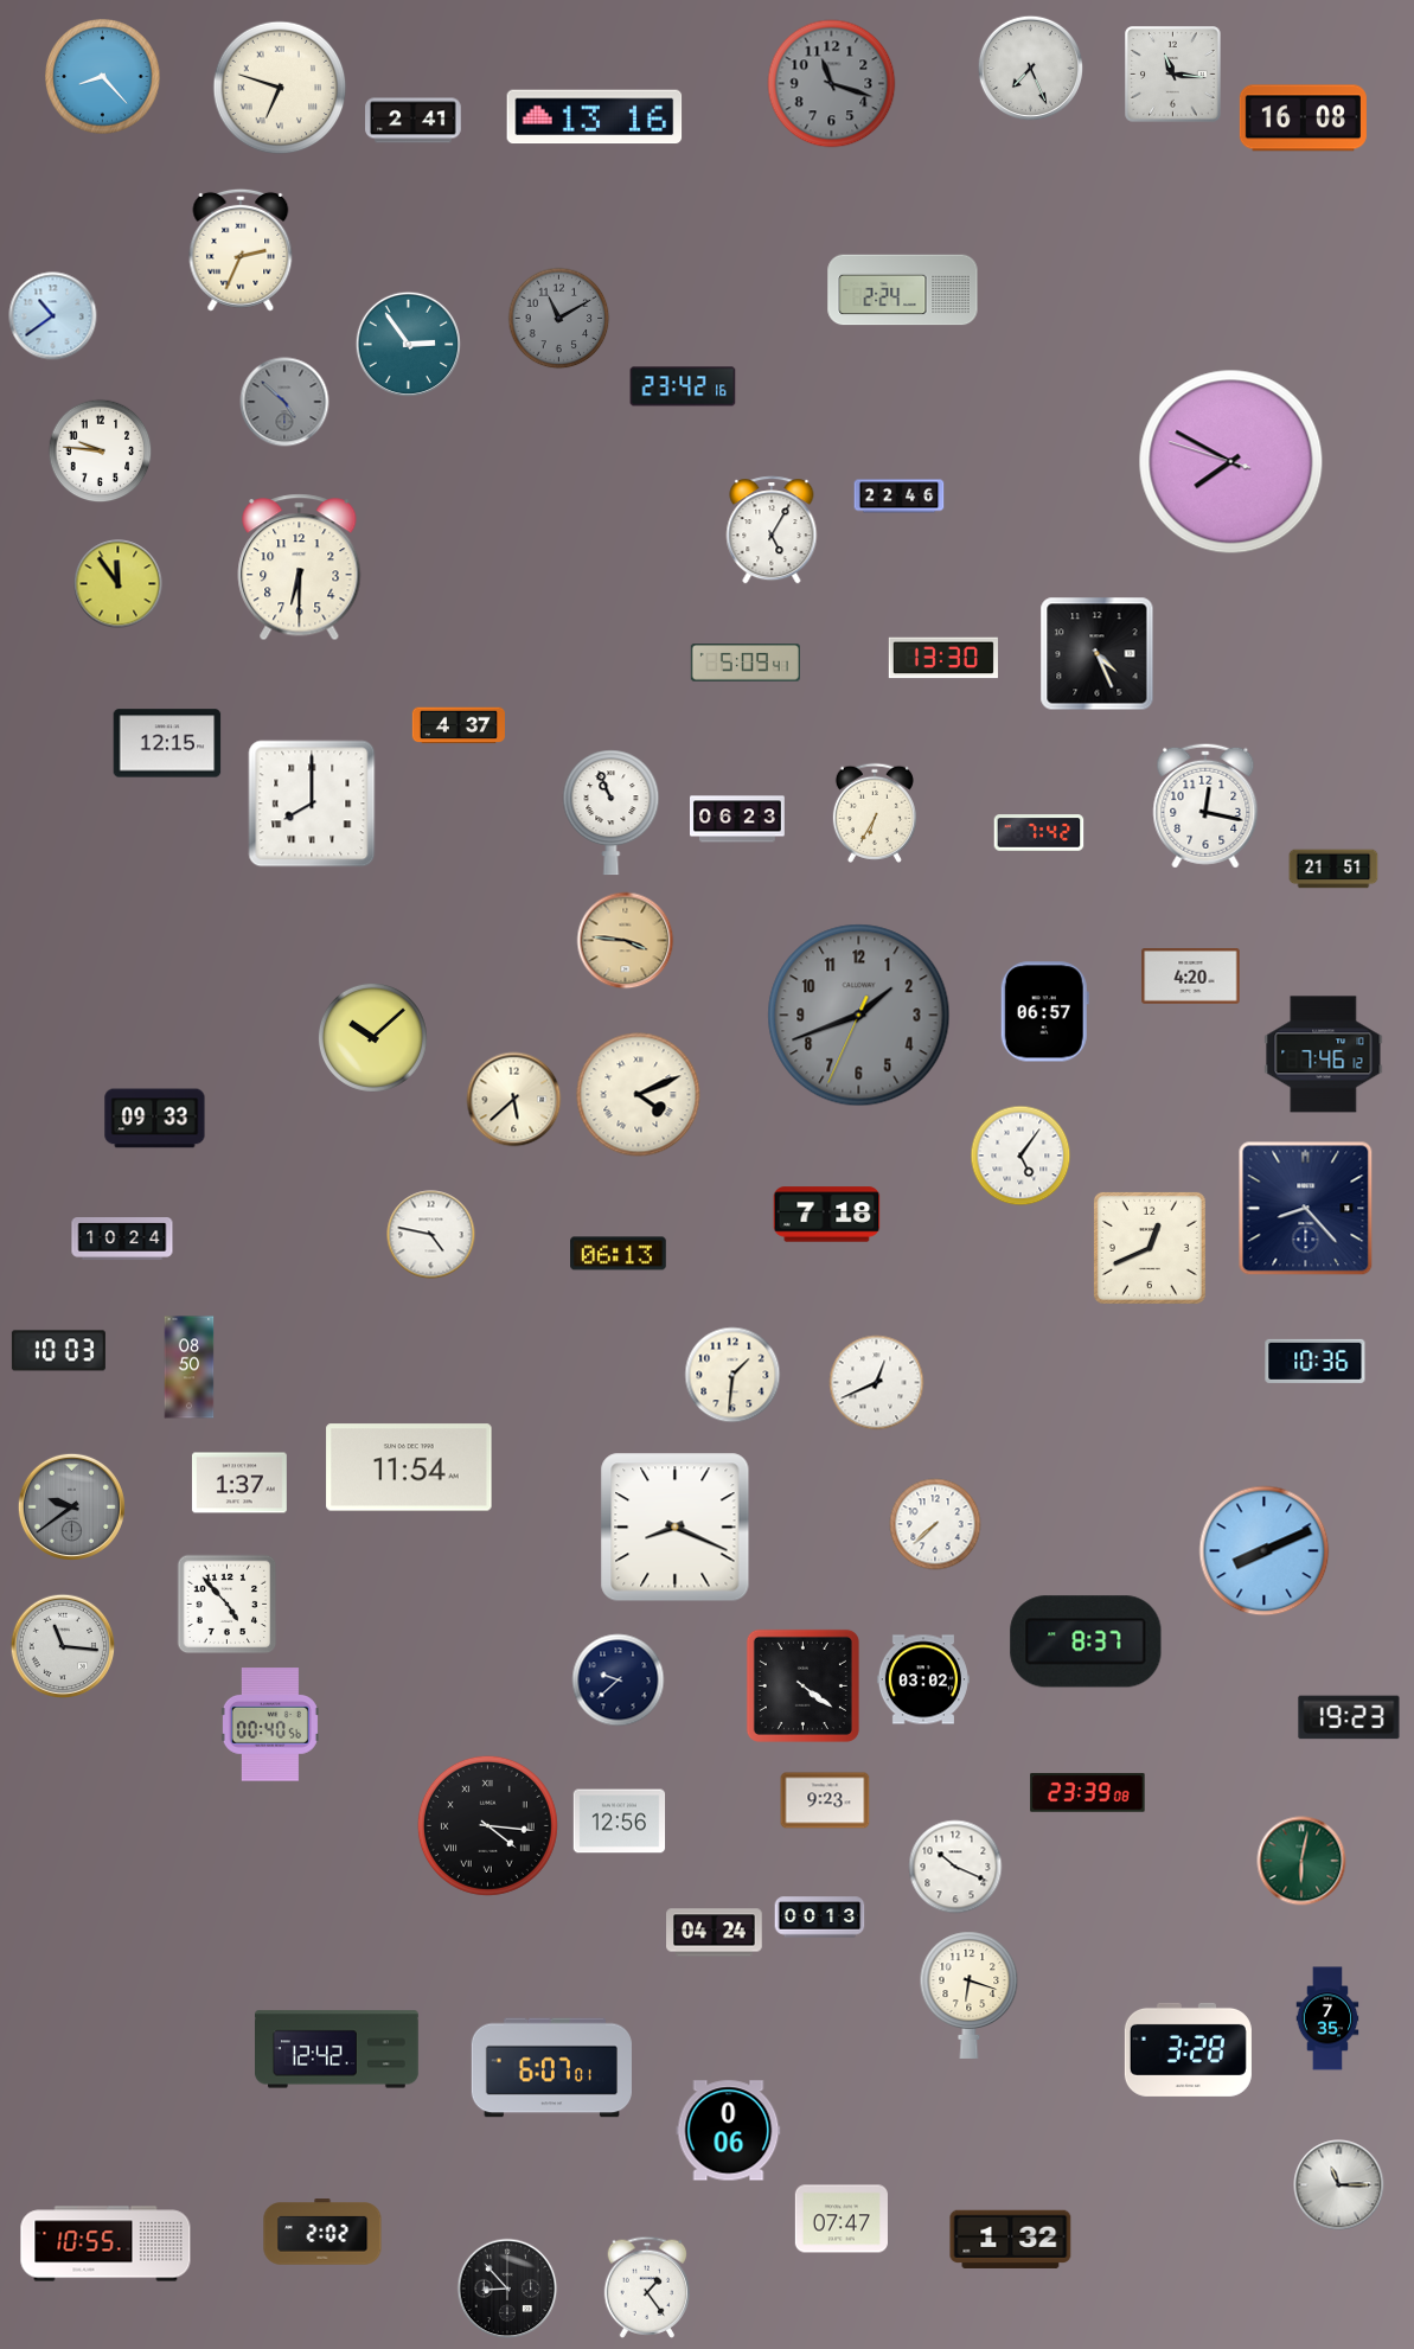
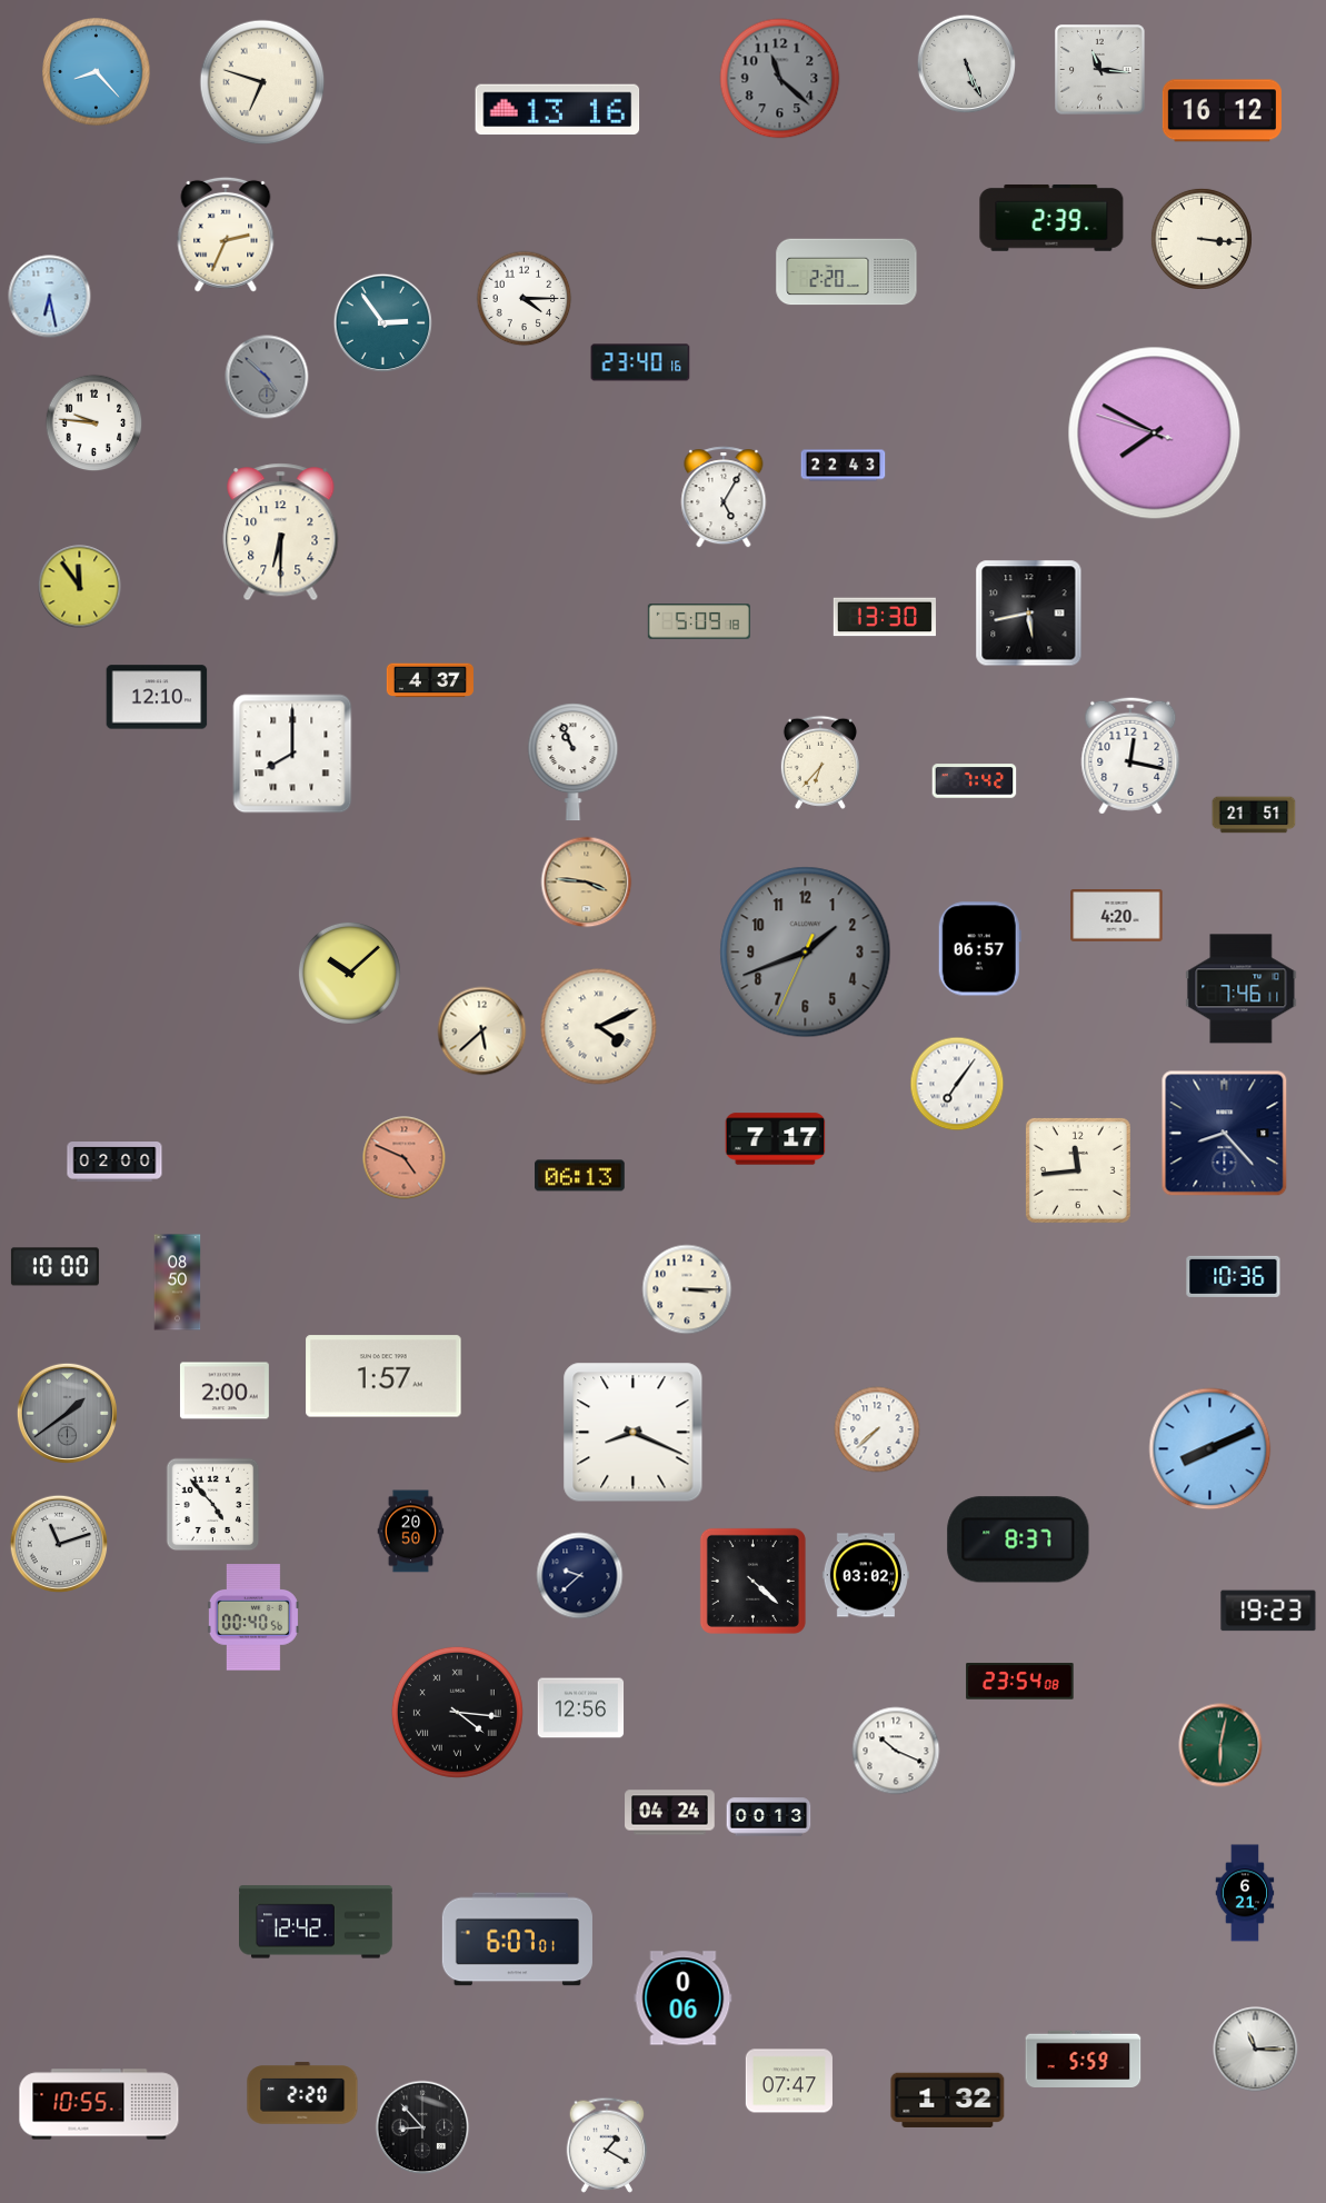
clock at (1030, 68): 7:26 -> 5:26
clock at (832, 84): 11:18 -> 11:22
clock at (1303, 119): 16:08 -> 16:12
clock at (414, 121): 2:41 -> none
clock at (1051, 218): none -> 2:39
clock at (1202, 239): none -> 3:16
clock at (903, 290): 2:24 -> 2:20
clock at (53, 316): 10:39 -> 6:28
clock at (559, 319): 11:10 -> 4:15
clock at (559, 319) dial: grey -> white
clock at (683, 386): 23:42 -> 23:40
clock at (900, 497): 22:46 -> 22:43
clock at (119, 584) position: (119, 584) -> (80, 587)
clock at (1098, 654): 4:26 -> 5:43
clock at (744, 663): 5:09:41 -> 5:09:18
clock at (167, 743): 12:15 -> 12:10
clock at (875, 813): 6:35 -> 6:37
clock at (738, 819): 06:23 -> none
clock at (1333, 869) position: (1333, 869) -> (1254, 815)
clock at (1324, 1055): 7:46:12 -> 7:46:11
clock at (155, 1119): 09:33 -> none
clock at (1020, 1156): 5:06 -> 7:06
clock at (827, 1215): 7:18 -> 7:17
clock at (431, 1235): 4:47 -> 4:49
clock at (431, 1235) dial: white -> salmon
clock at (122, 1240): 10:24 -> 02:00
clock at (1150, 1248): 12:41 -> 11:44
clock at (58, 1351): 10:03 -> 10:00
clock at (732, 1375): 1:31 -> 3:15
clock at (877, 1383): 12:41 -> none
clock at (409, 1467): 11:54 -> 1:57
clock at (239, 1483): 1:37 -> 2:00
clock at (71, 1506): 9:39 -> 1:39
clock at (1265, 1551) position: (1265, 1551) -> (1210, 1449)
clock at (411, 1532): none -> 20:50
clock at (63, 1646): 11:16 -> 11:12
clock at (802, 1685): 4:21 -> 4:22
clock at (1349, 1717) position: (1349, 1717) -> (1268, 1611)
clock at (1088, 1793): 23:39 -> 23:54
clock at (825, 1800): 9:23 -> none
clock at (820, 1918) position: (820, 1918) -> (769, 1817)
clock at (970, 1995): 6:18 -> none
clock at (1327, 2018): 7:35 -> 6:21
clock at (1188, 2049): 3:28 -> none
clock at (1084, 2059): none -> 5:59
clock at (322, 2232): 2:02 -> 2:20
clock at (647, 2287): 1:24 -> 1:20
clock at (507, 2289) position: (507, 2289) -> (422, 2127)
